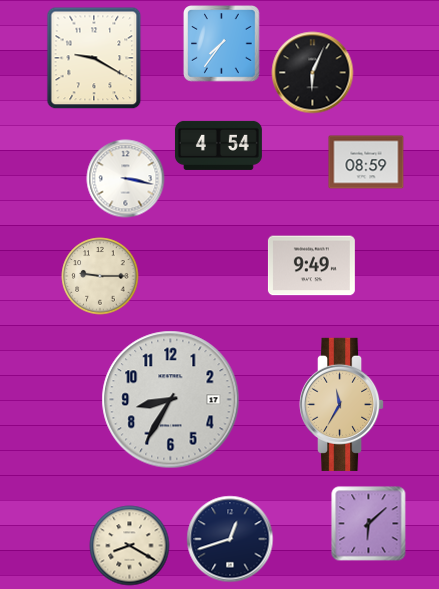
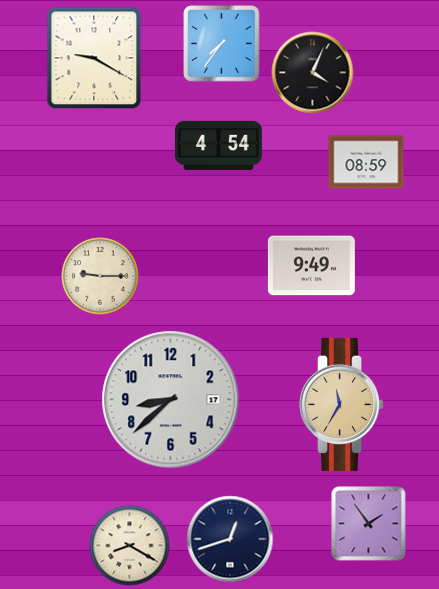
clock at (313, 73): 6:04 -> 4:04
clock at (126, 179): 3:17 -> none
clock at (171, 400): 8:35 -> 8:38
clock at (369, 524): 6:08 -> 1:54
